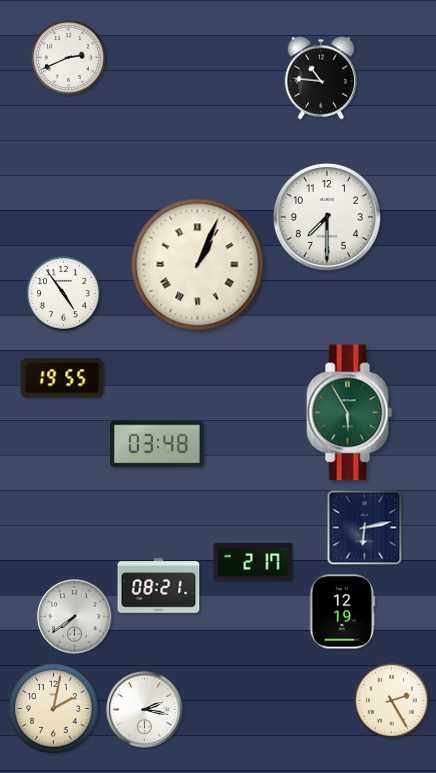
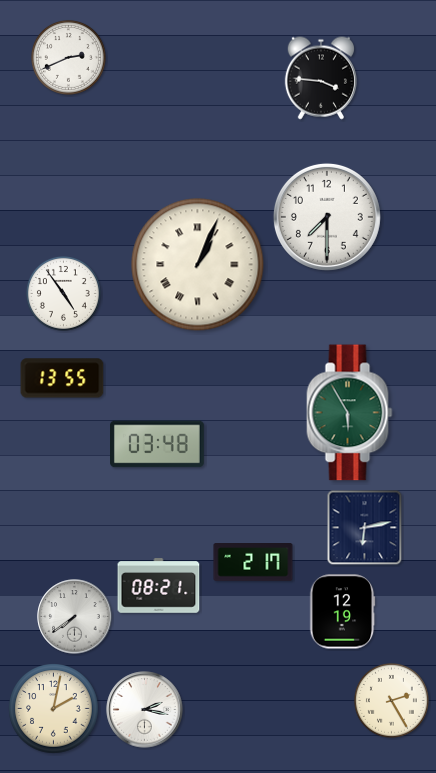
clock at (321, 78): 10:46 -> 3:46
clock at (62, 378): 19:55 -> 13:55
